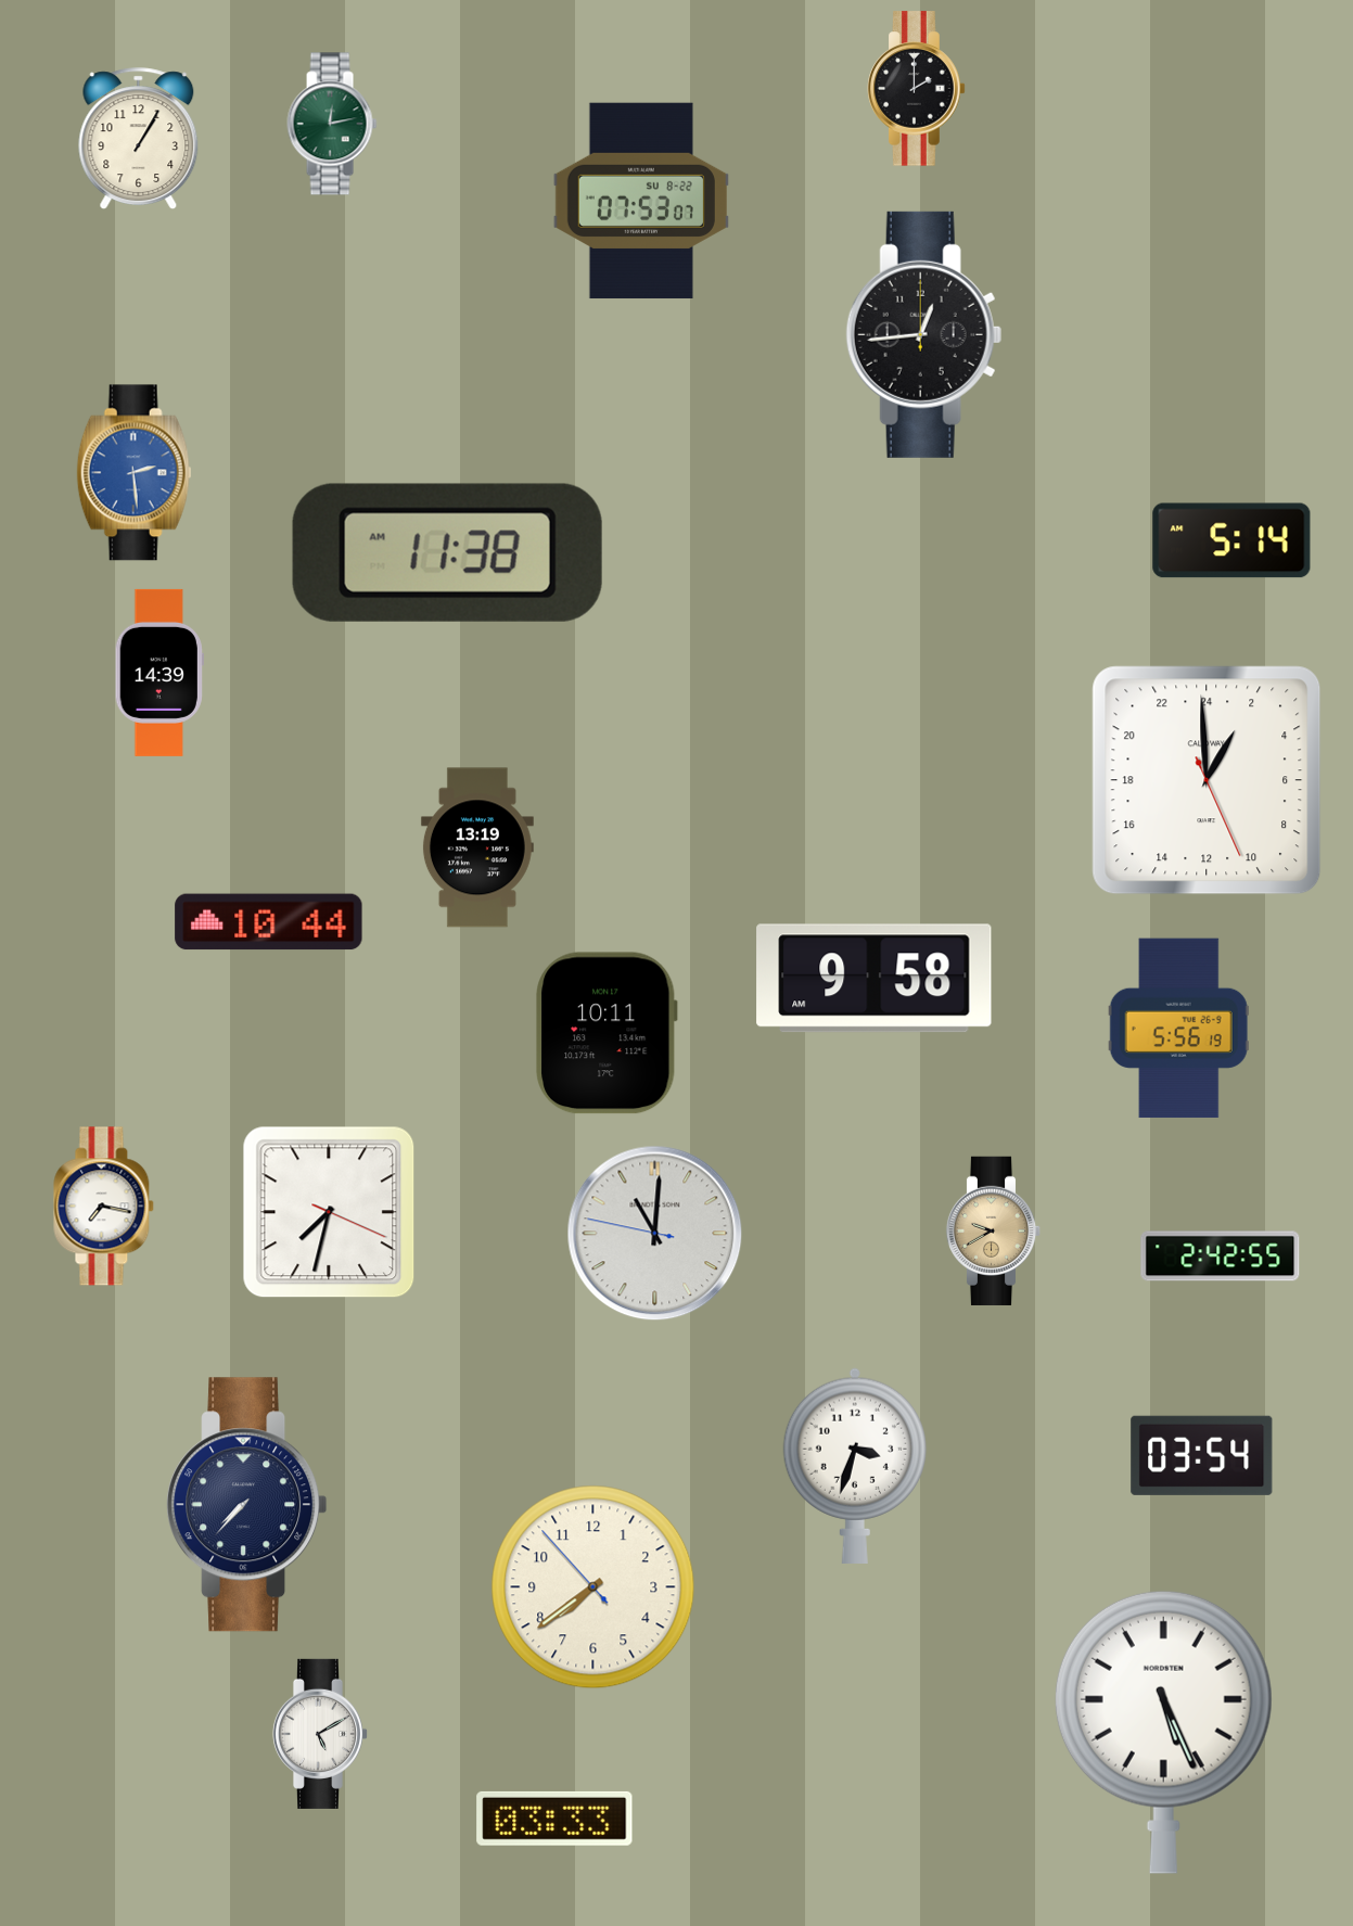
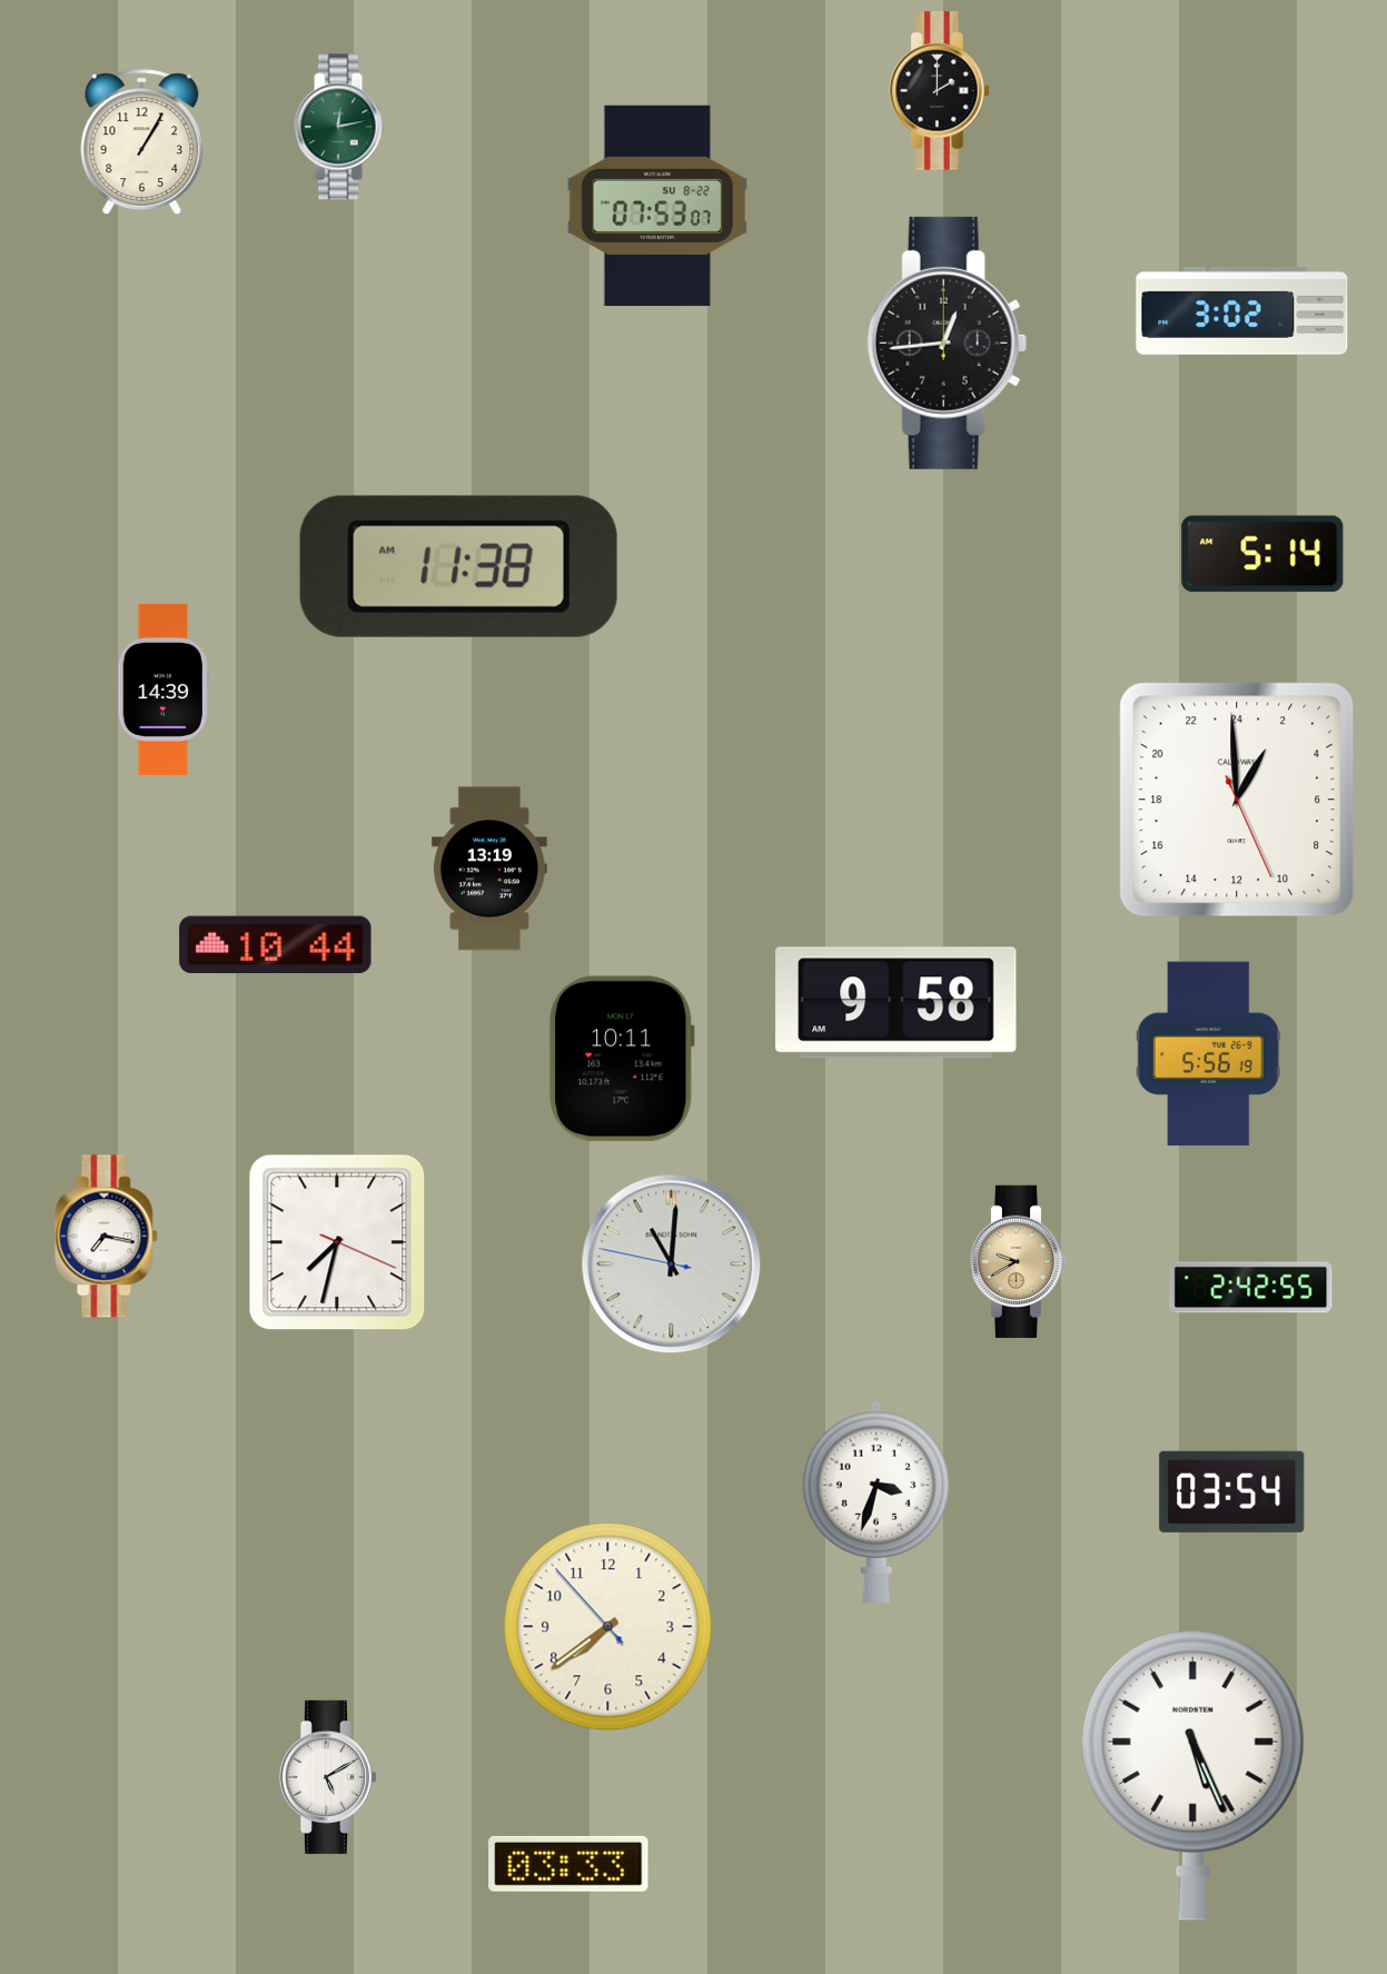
clock at (1242, 310): none -> 3:02
clock at (135, 473): 2:29 -> none
clock at (247, 1505): 7:37 -> none
